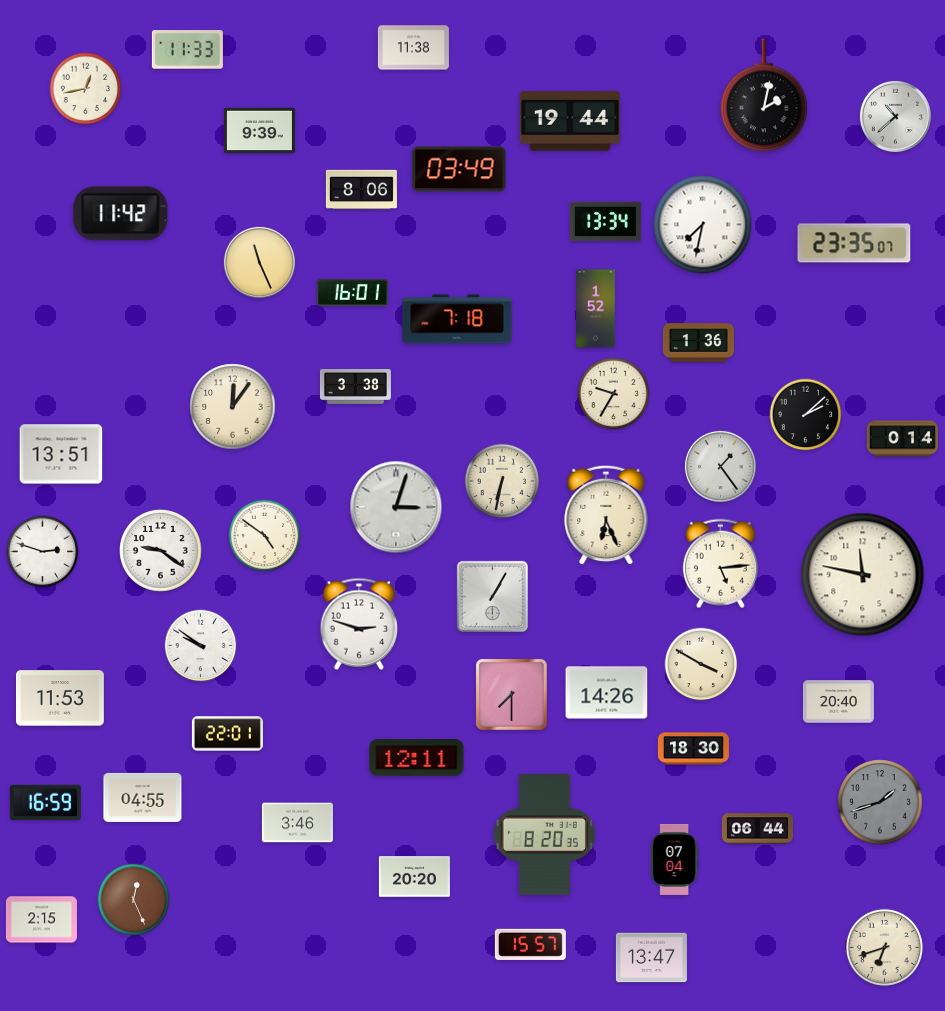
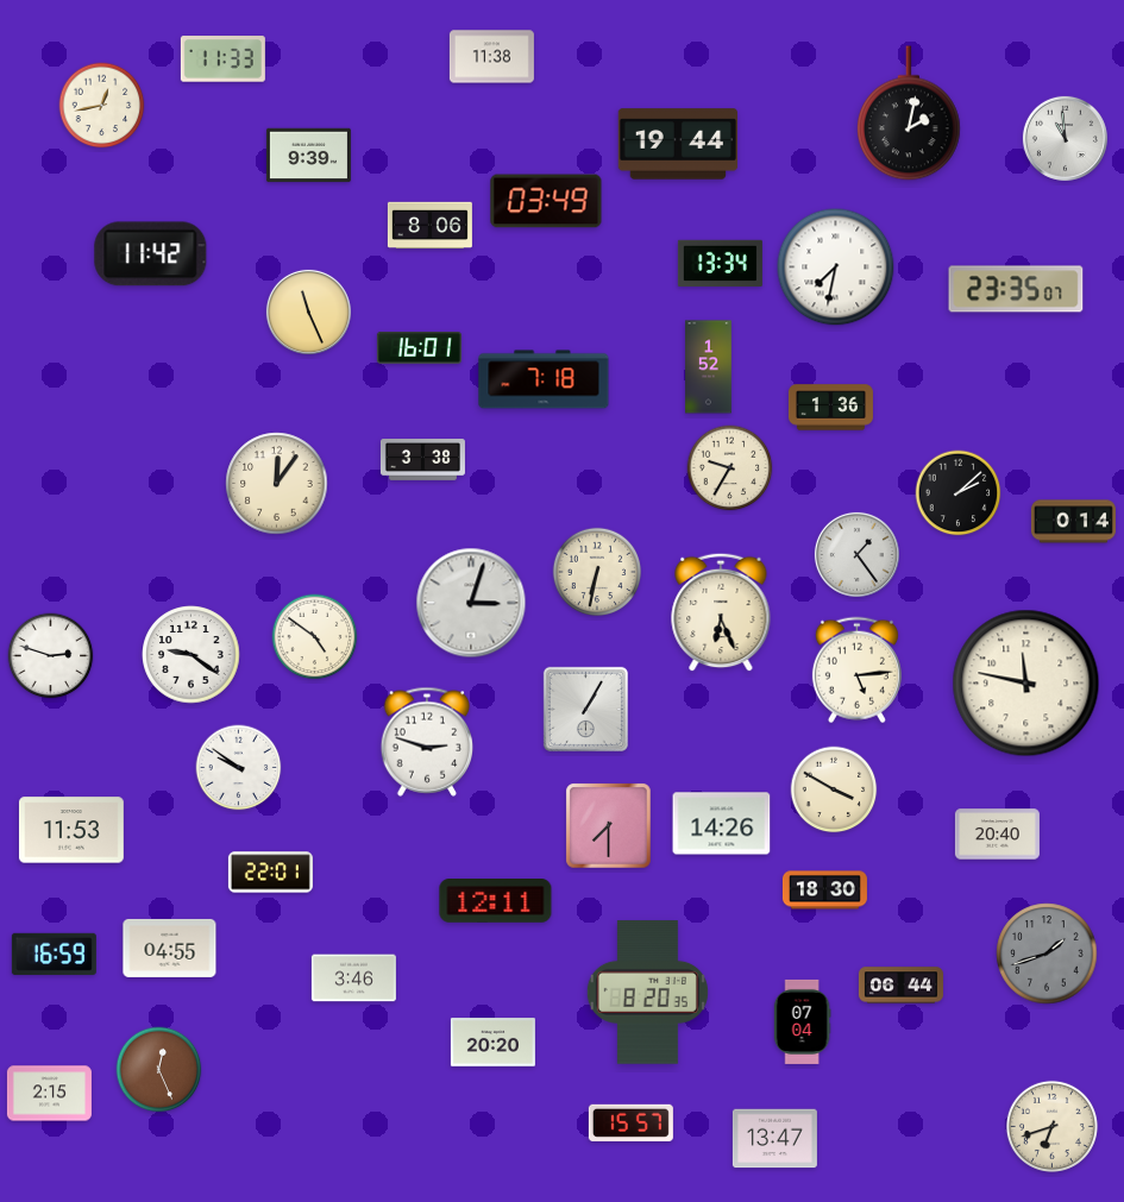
clock at (895, 116): 10:38 -> 10:59
clock at (121, 214) position: (121, 214) -> (151, 254)
clock at (61, 454): 13:51 -> none
